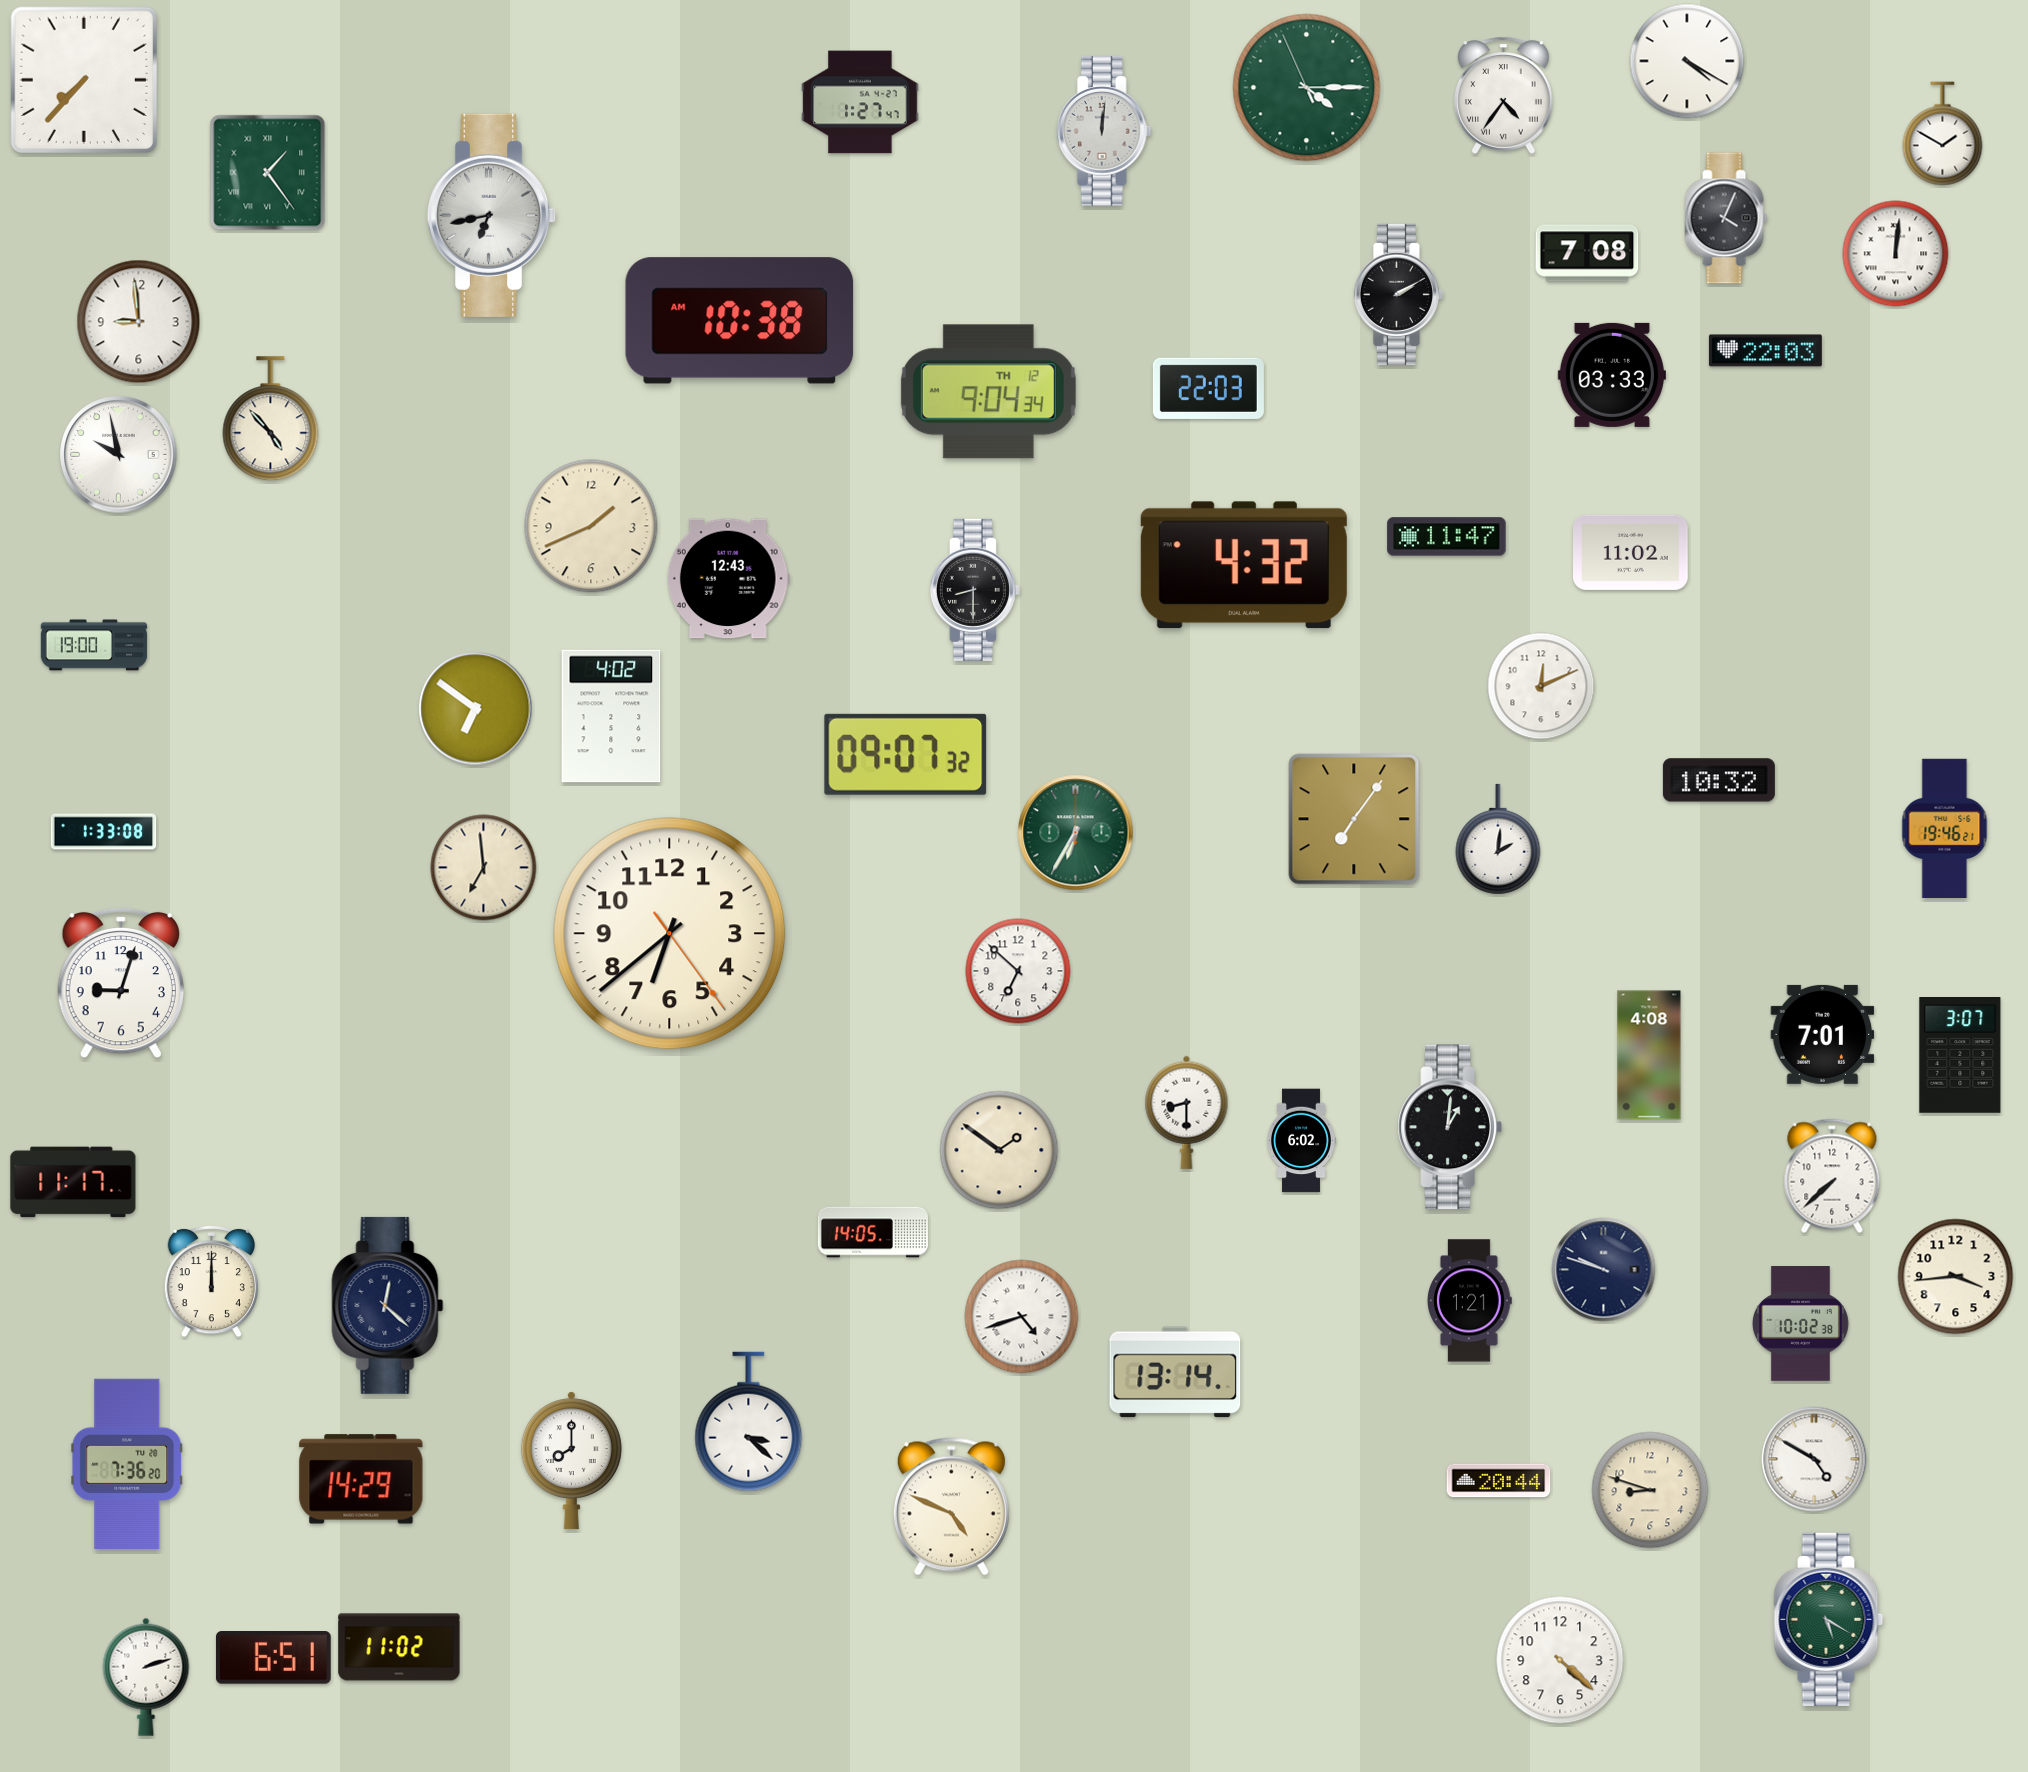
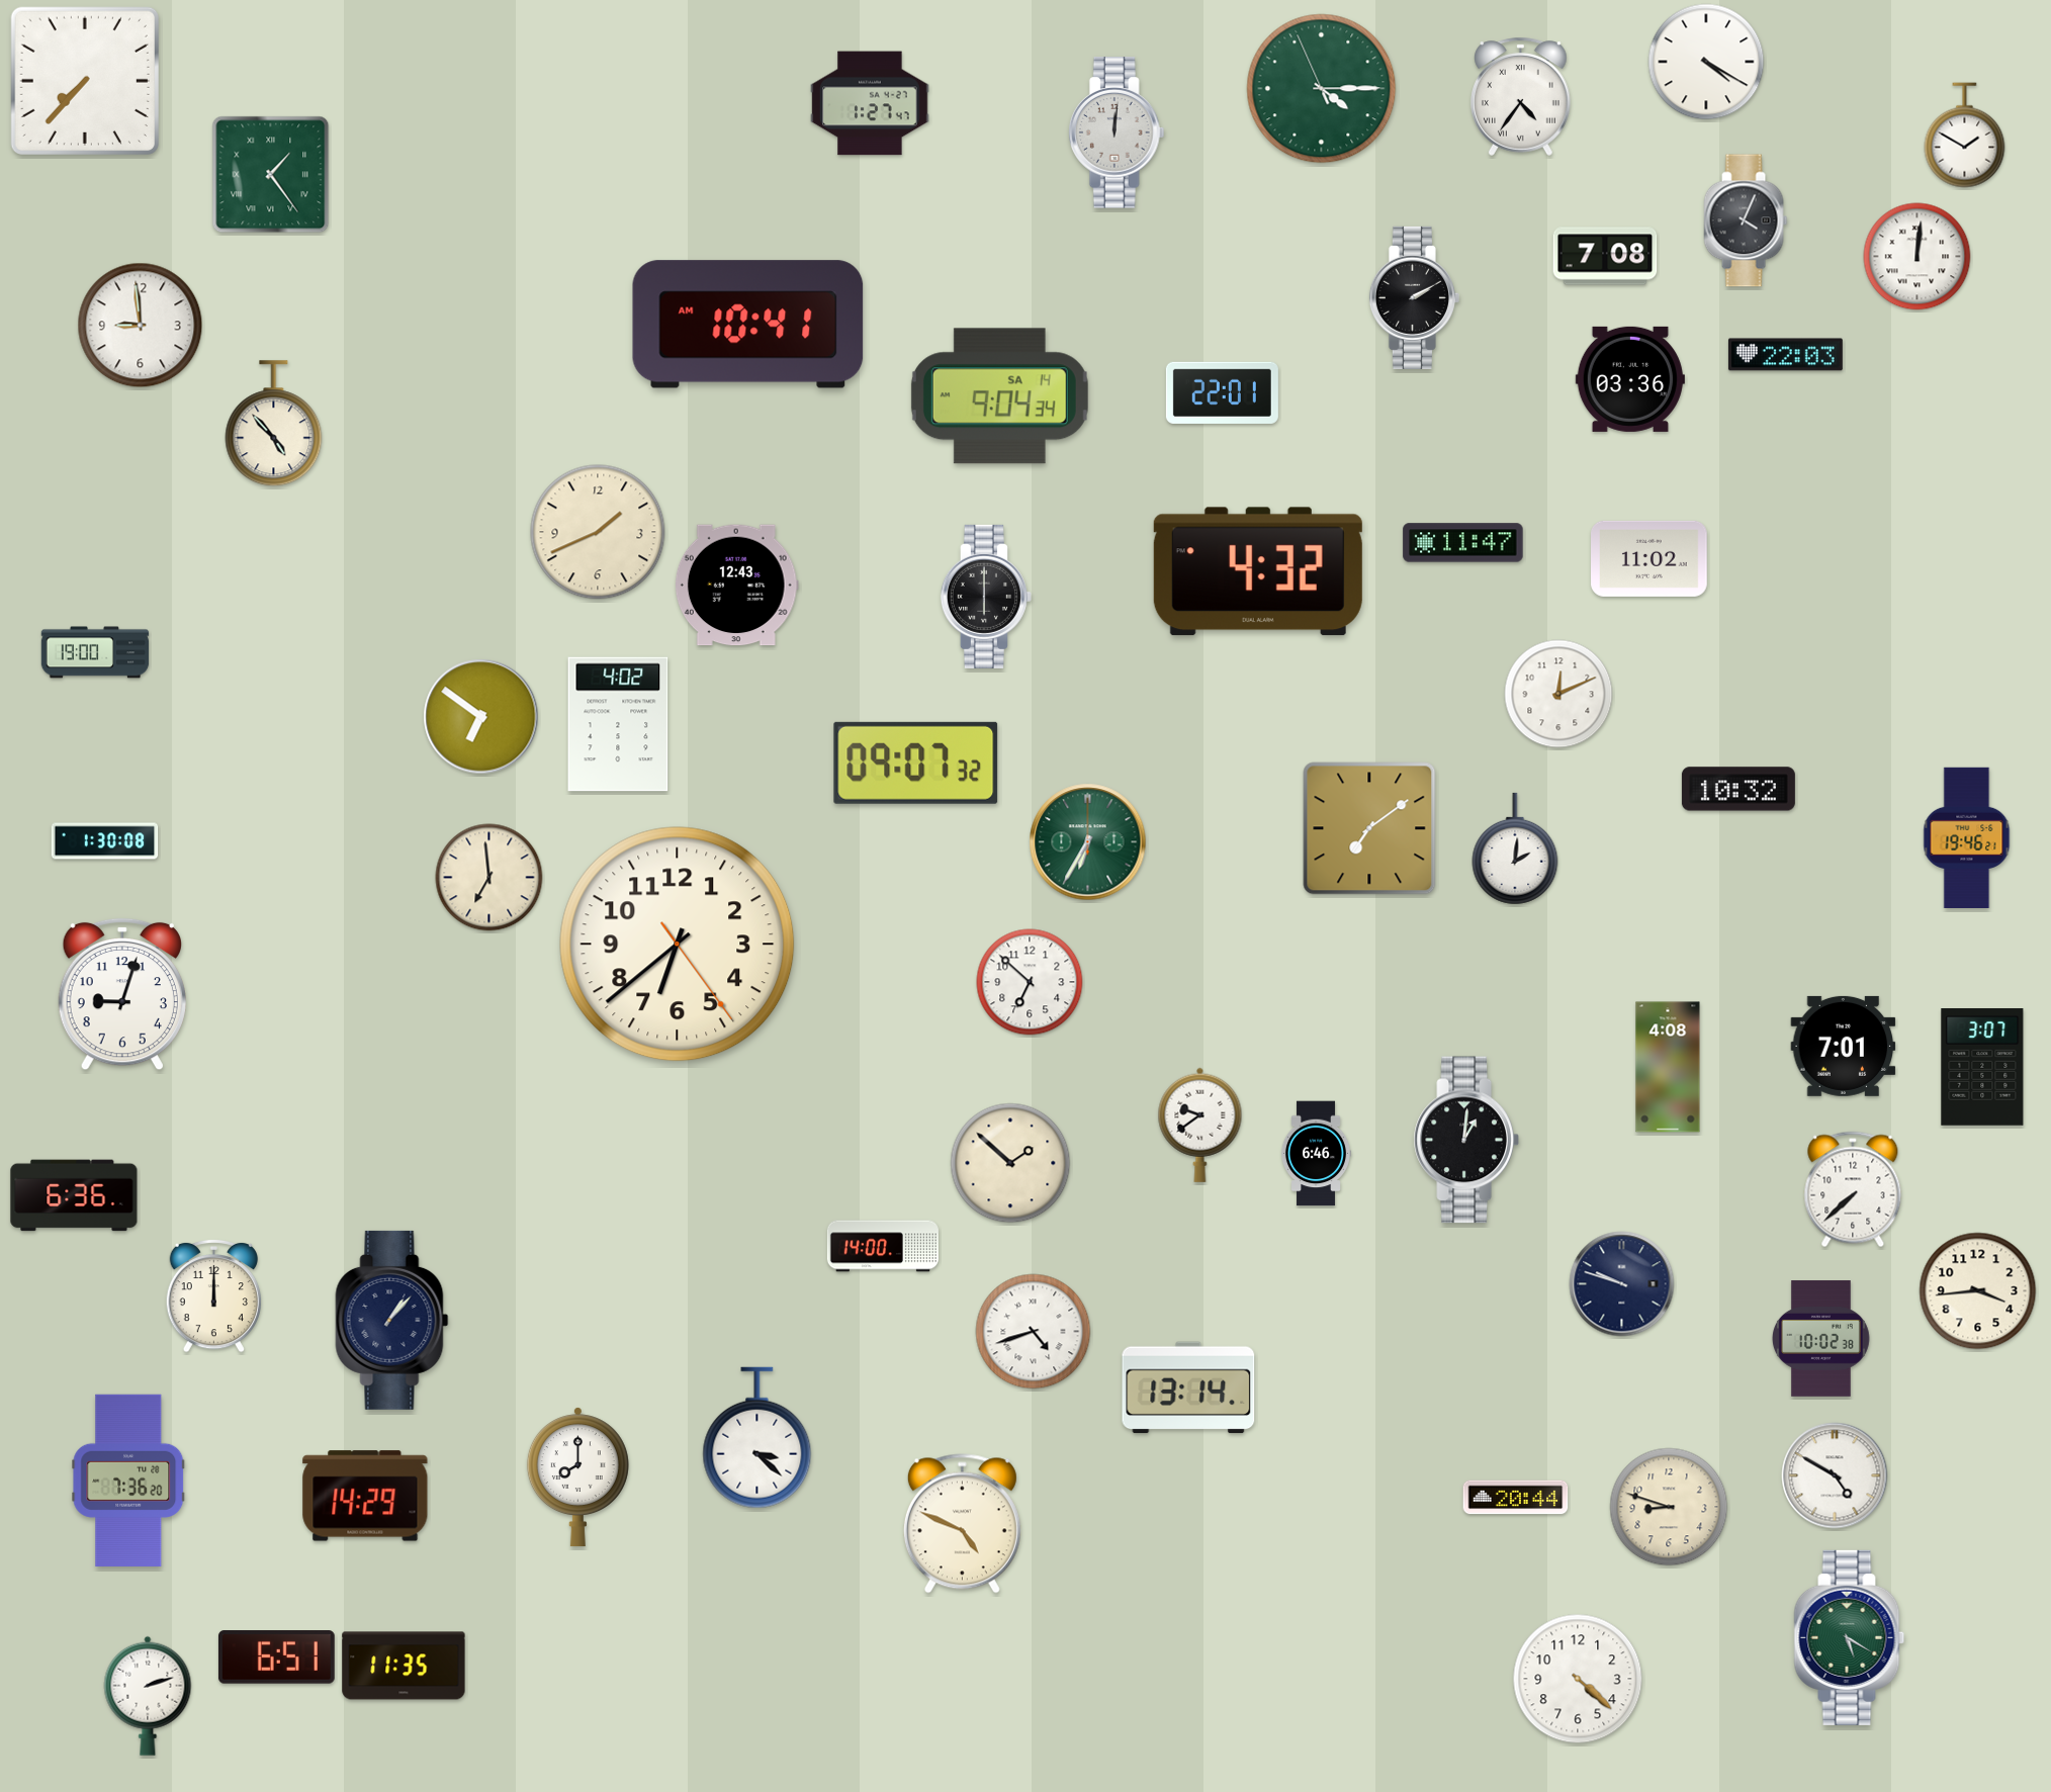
clock at (492, 215): 6:43 -> none
clock at (740, 321): 10:38 -> 10:41
clock at (1612, 375): 03:33 -> 03:36
clock at (1208, 388): 22:03 -> 22:01
clock at (988, 392) date: TH 12 -> SA 14
clock at (119, 455): 9:58 -> none
clock at (975, 590): 8:30 -> 6:00
clock at (1354, 819): 7:06 -> 7:09
clock at (104, 832): 1:33 -> 1:30
clock at (1187, 1112): 8:30 -> 9:39
clock at (1301, 1141): 6:02 -> 6:46
clock at (999, 1150): 1:51 -> 1:52
clock at (73, 1182): 11:17 -> 6:36
clock at (873, 1232): 14:05 -> 14:00
clock at (1470, 1301): 1:21 -> none
clock at (388, 1305): 12:22 -> 1:07
clock at (399, 1647): 11:02 -> 11:35
clock at (273, 1658) position: (273, 1658) -> (276, 1657)
